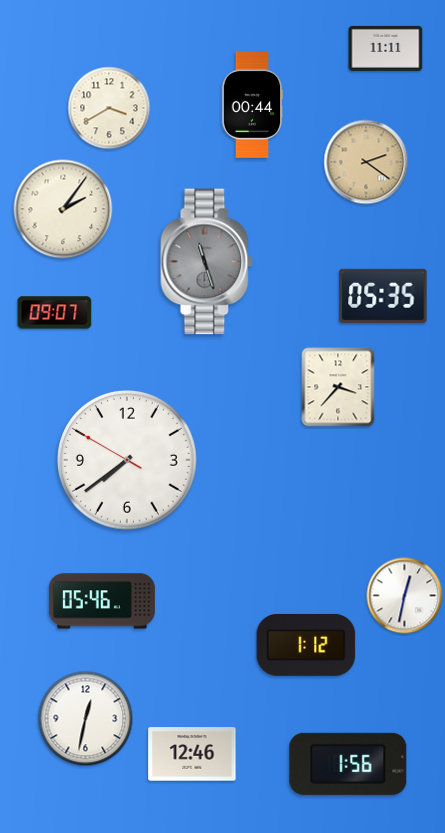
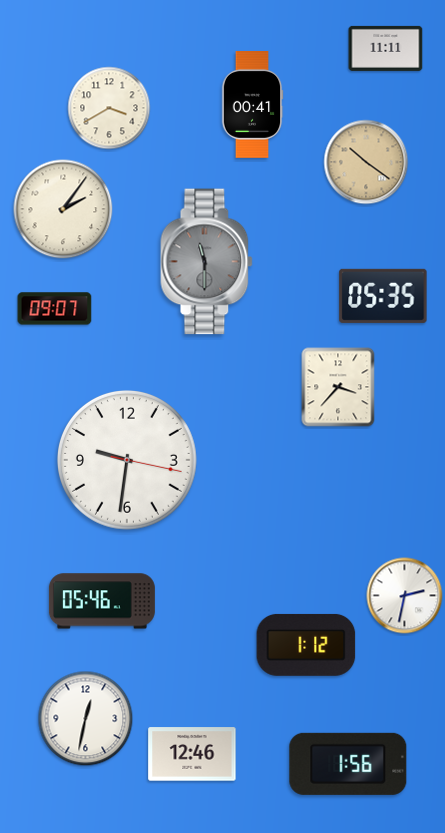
clock at (252, 105): 00:44 -> 00:41
clock at (366, 162): 2:21 -> 10:21
clock at (207, 262): 11:27 -> 11:30
clock at (55, 313) position: (55, 313) -> (55, 309)
clock at (128, 461): 7:38 -> 9:31
clock at (405, 596): 12:32 -> 2:32
